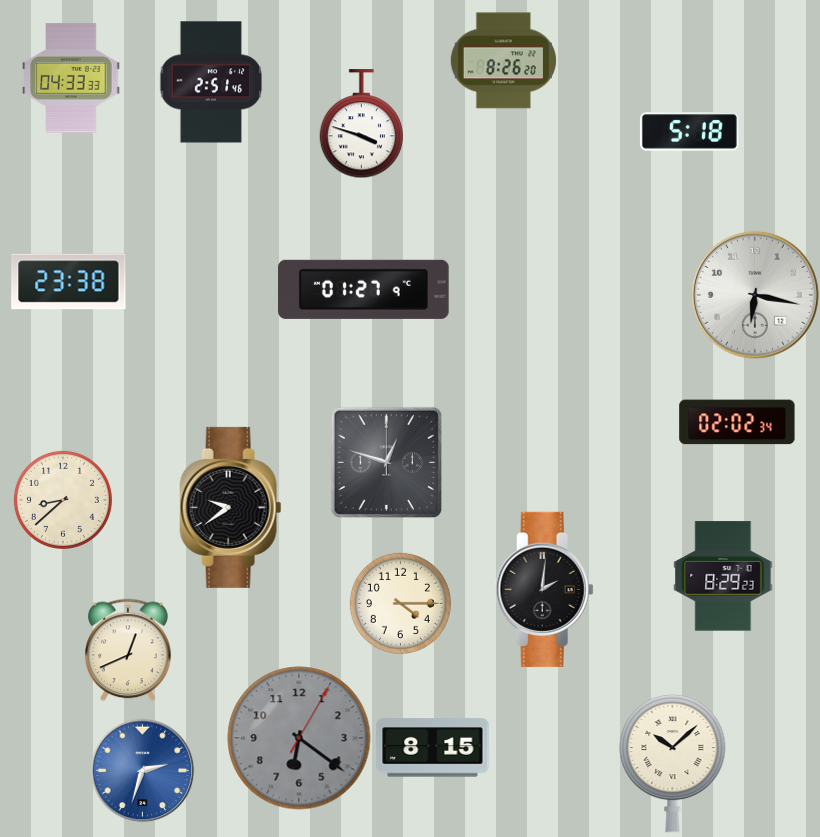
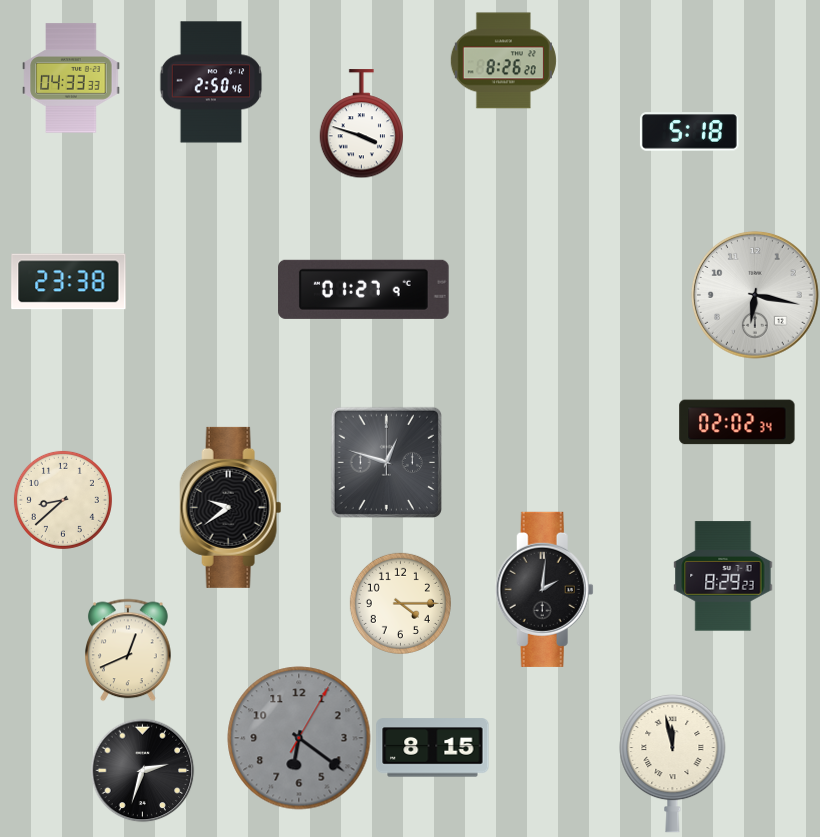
clock at (211, 82): 2:51 -> 2:50
clock at (673, 763): 10:08 -> 11:58
clock at (142, 770) dial: blue -> black
